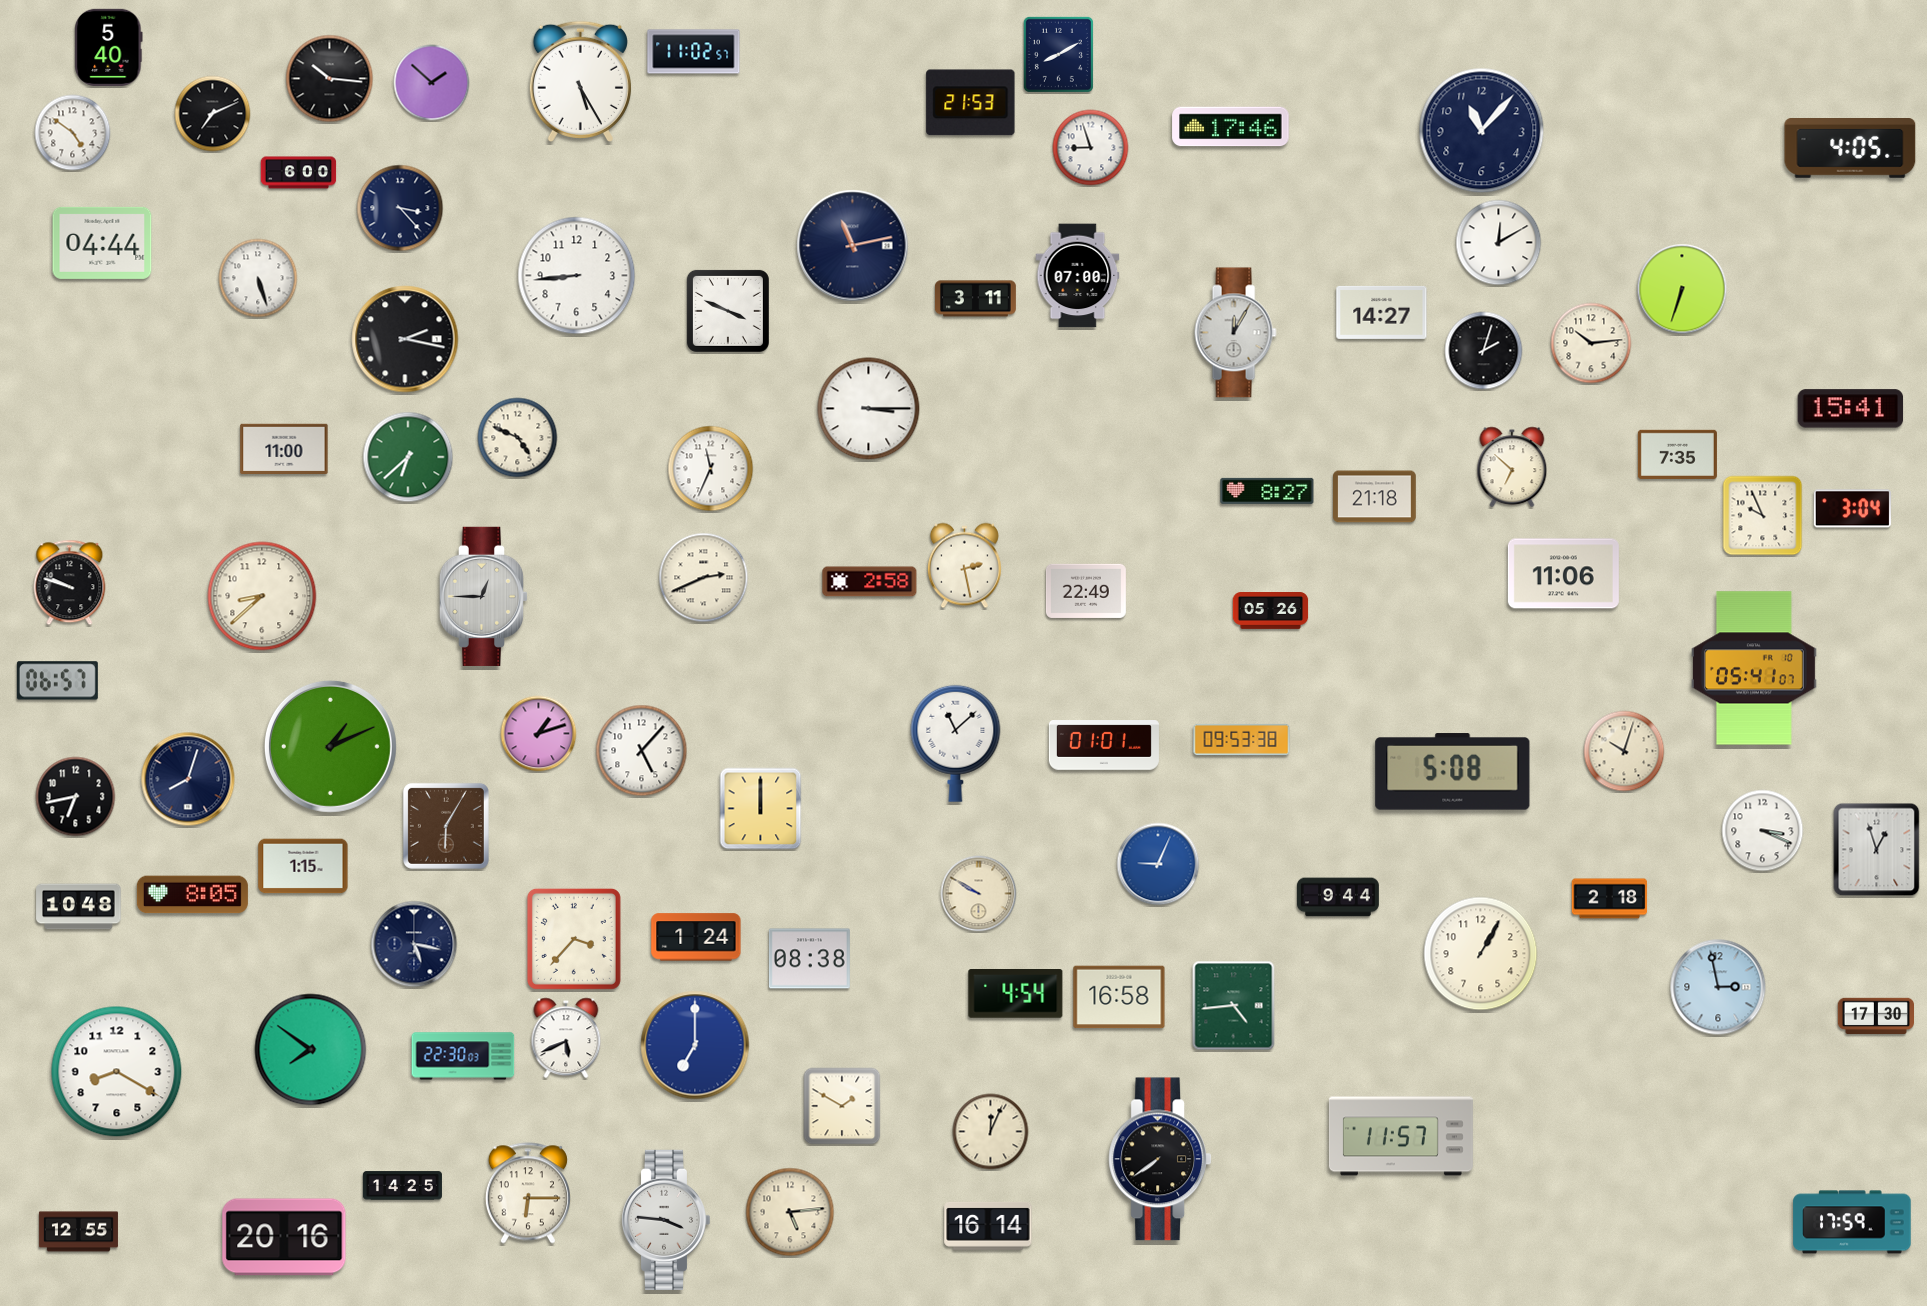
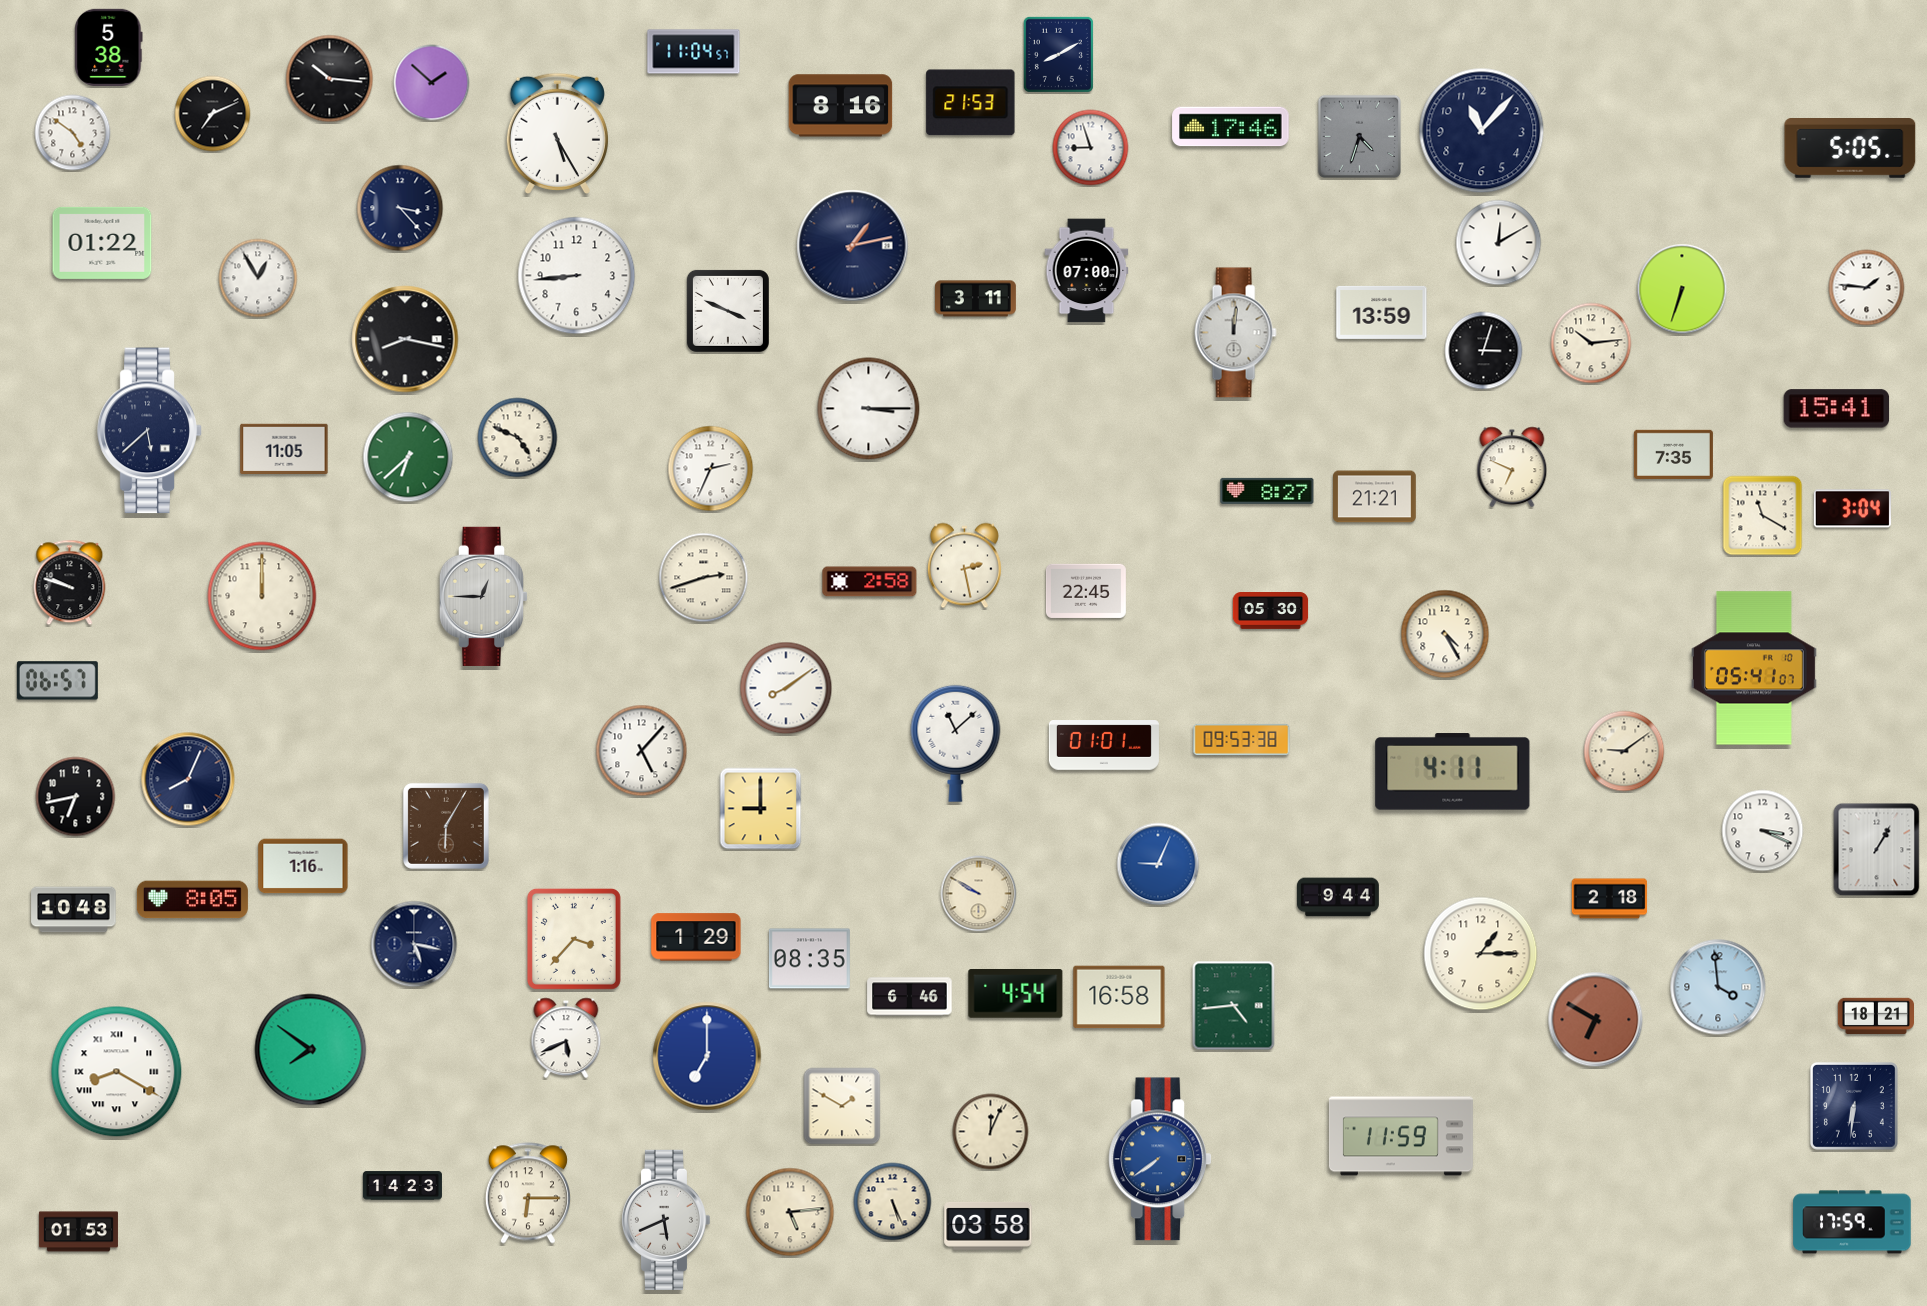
clock at (109, 47): 5:40 -> 5:38
clock at (694, 52): 11:02 -> 11:04
clock at (580, 81) position: (580, 81) -> (557, 133)
clock at (841, 106): none -> 8:16
clock at (1359, 136): none -> 4:33
clock at (1850, 149): 4:05 -> 5:05
clock at (299, 173): 6:00 -> none
clock at (102, 243): 04:44 -> 01:22
clock at (853, 246): 11:13 -> 1:13
clock at (1078, 276) position: (1078, 276) -> (1087, 271)
clock at (258, 278): 5:27 -> 12:55
clock at (1867, 288): none -> 1:46
clock at (1382, 312): 14:27 -> 13:59
clock at (1235, 333): 12:05 -> 12:01
clock at (405, 339): 2:17 -> 8:17
clock at (1484, 351): 2:03 -> 3:03
clock at (1851, 409) position: (1851, 409) -> (1837, 409)
clock at (150, 431): none -> 5:38
clock at (284, 448): 11:00 -> 11:05
clock at (1677, 454) position: (1677, 454) -> (1673, 454)
clock at (1512, 467): 6:52 -> 6:49
clock at (711, 469): 11:34 -> 2:34
clock at (1375, 497): 21:18 -> 21:21
clock at (1763, 516): 9:56 -> 11:20
clock at (1563, 574): 11:06 -> none
clock at (704, 578): 2:41 -> 2:42
clock at (1086, 591): 22:49 -> 22:45
clock at (262, 596): 8:38 -> 12:00
clock at (1271, 611): 05:26 -> 05:30
clock at (1445, 634): none -> 4:25
clock at (786, 688): none -> 8:09
clock at (539, 734): 1:12 -> none
clock at (330, 746): 1:11 -> none
clock at (1624, 751): 10:03 -> 9:09
clock at (1453, 772): 5:08 -> 4:11
clock at (188, 779): 8:03 -> 8:04
clock at (761, 809): 12:00 -> 9:00
clock at (1877, 850): 12:57 -> 1:05
clock at (303, 866): 1:15 -> 1:16
clock at (192, 895) position: (192, 895) -> (192, 900)
clock at (79, 907) position: (79, 907) -> (74, 910)
clock at (696, 937): 1:24 -> 1:29
clock at (1481, 954): 1:05 -> 1:15
clock at (809, 959): 08:38 -> 08:35
clock at (1718, 987): 2:58 -> 3:59
clock at (910, 997): none -> 6:46
clock at (1875, 1015): 17:30 -> 18:21
clock at (1596, 1020): none -> 6:50
clock at (695, 1045) position: (695, 1045) -> (707, 1056)
clock at (463, 1056): 22:30 -> none
clock at (117, 1072) numerals: Arabic -> Roman
clock at (1854, 1106): none -> 6:31
clock at (1401, 1136): 11:57 -> 11:59
clock at (1160, 1159) dial: black -> blue
clock at (402, 1186): 14:25 -> 14:23
clock at (893, 1202): none -> 5:26
clock at (665, 1220): 3:46 -> 5:41
clock at (988, 1226): 16:14 -> 03:58
clock at (78, 1232): 12:55 -> 01:53
clock at (284, 1237): 20:16 -> none
